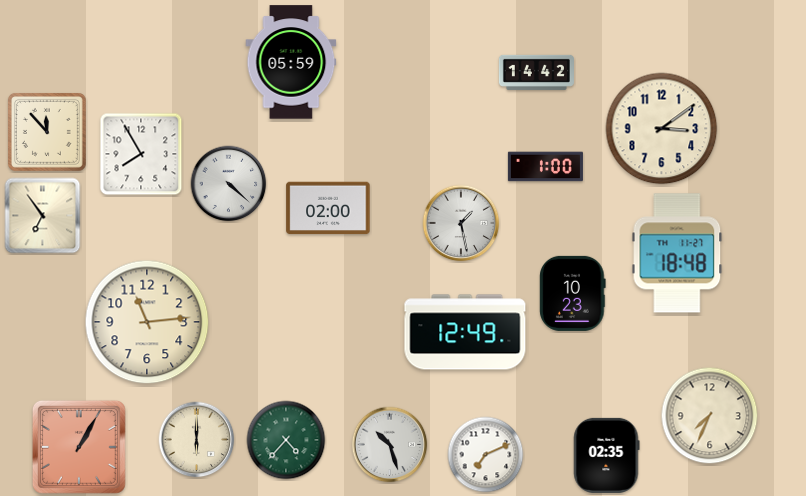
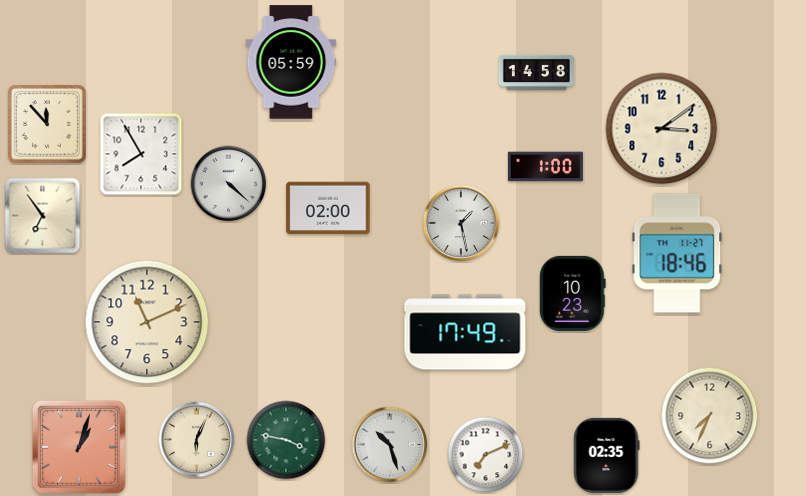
clock at (536, 72): 14:42 -> 14:58
clock at (47, 132) position: (47, 132) -> (47, 124)
clock at (677, 253): 18:48 -> 18:46
clock at (147, 322): 11:14 -> 11:11
clock at (465, 332): 12:49 -> 17:49
clock at (197, 440): 6:00 -> 6:04
clock at (286, 440): 4:37 -> 3:47
clock at (79, 447): 1:05 -> 1:03
